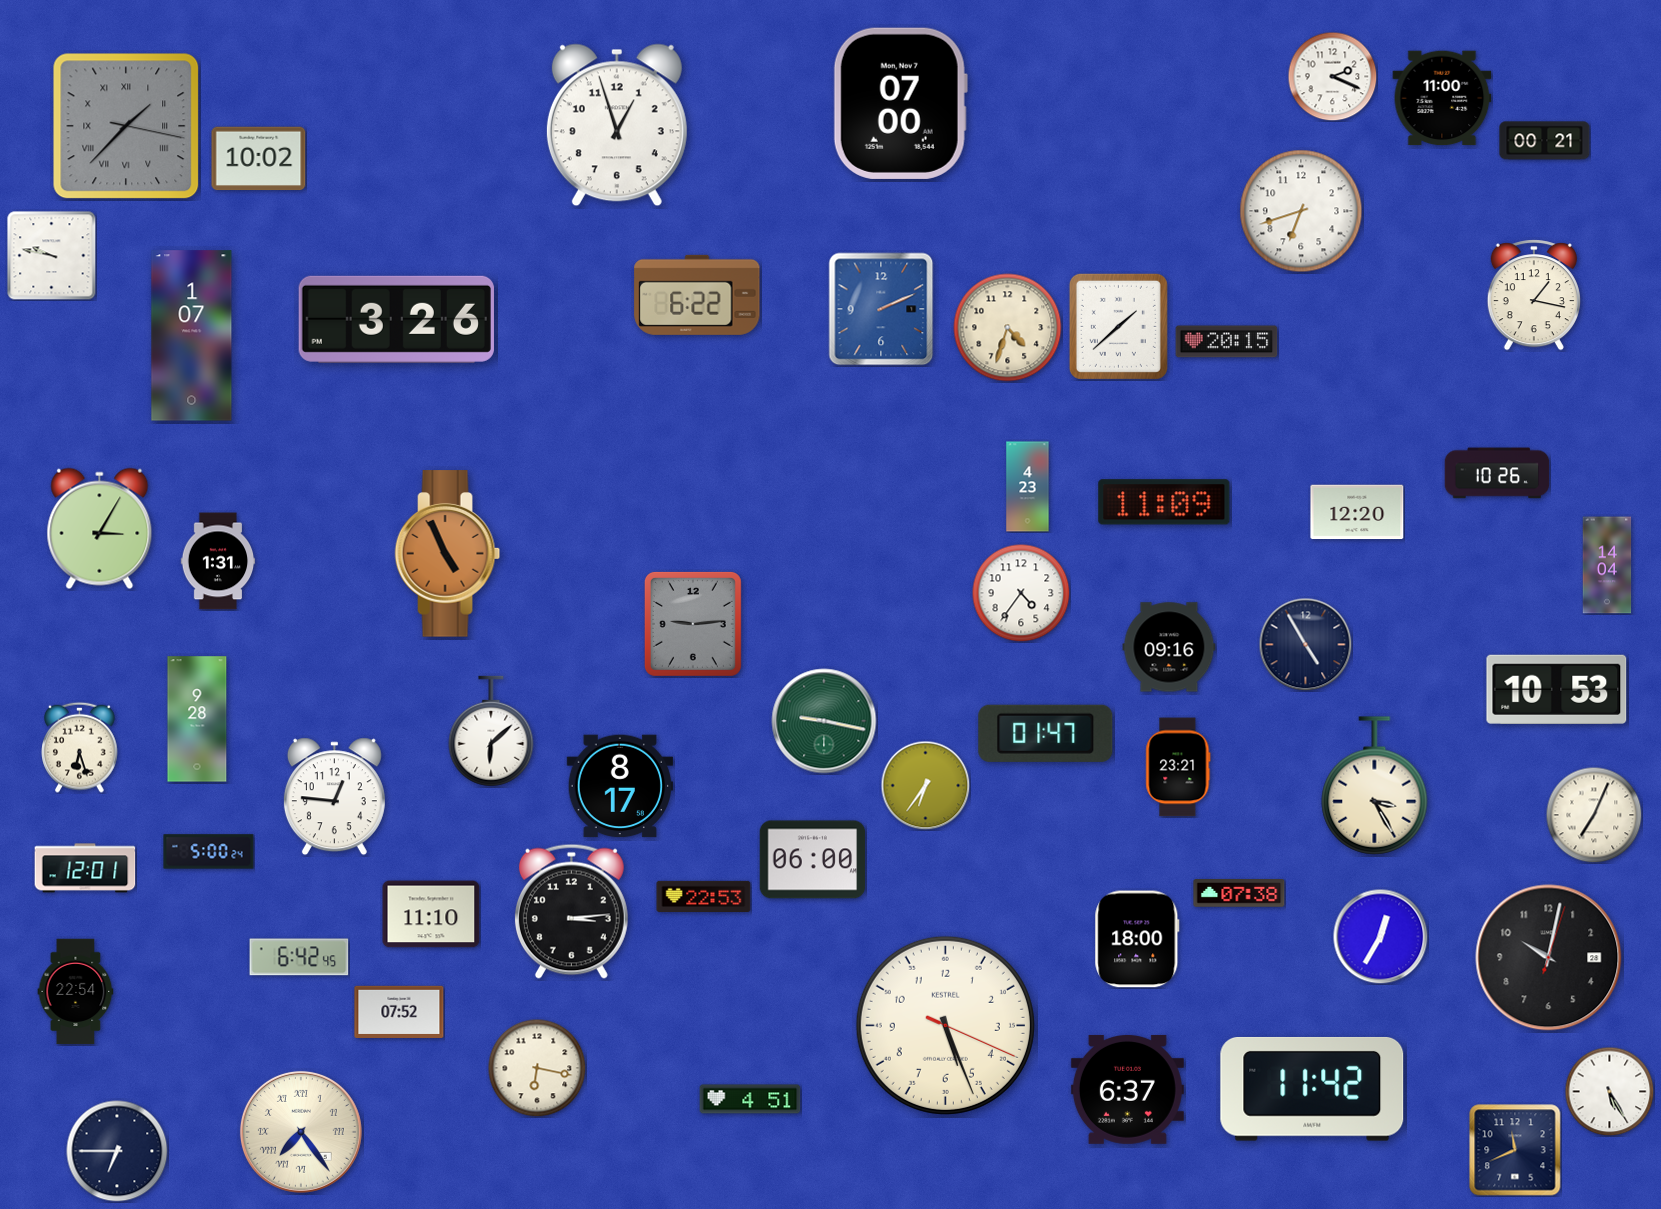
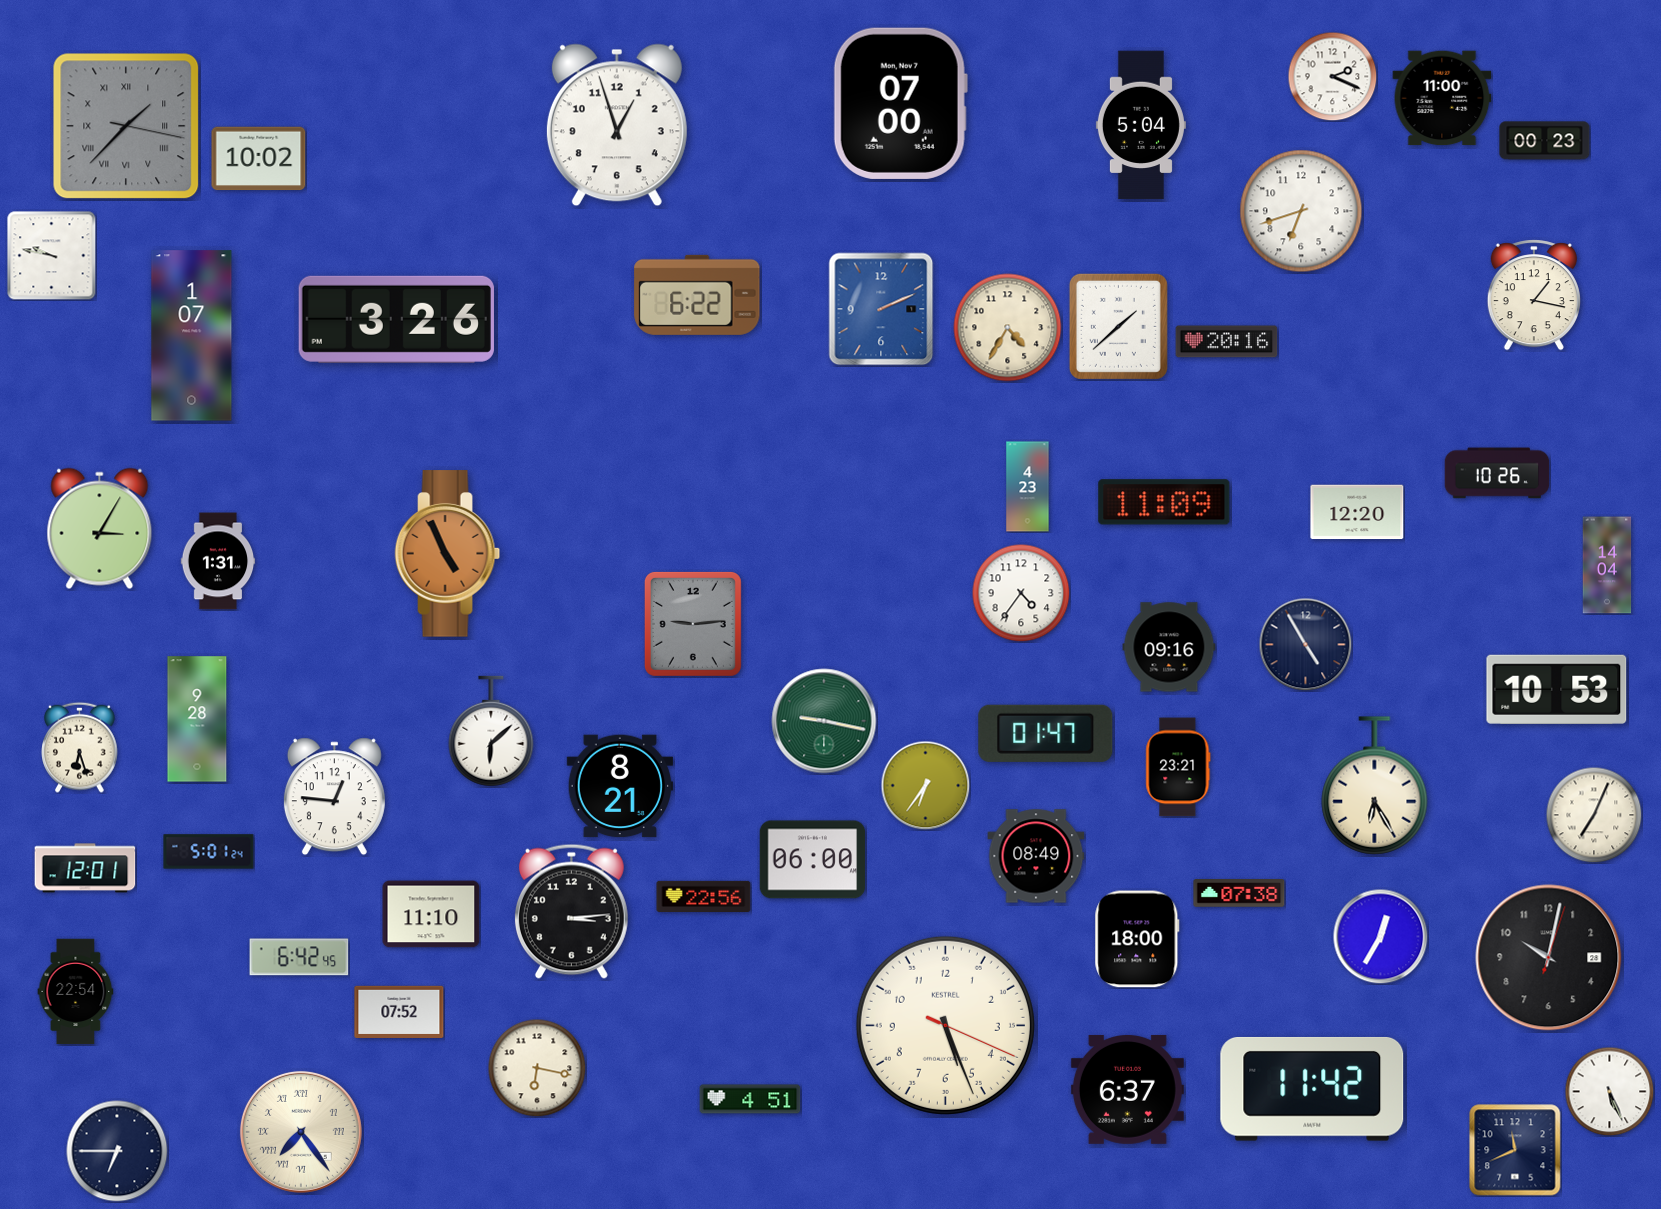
clock at (1141, 125): none -> 5:04
clock at (1545, 141): 00:21 -> 00:23
clock at (1008, 328): 4:33 -> 4:35
clock at (1227, 342): 20:15 -> 20:16
clock at (619, 786): 8:17 -> 8:21
clock at (1375, 786): 3:25 -> 6:25
clock at (209, 852): 5:00 -> 5:01
clock at (1036, 856): none -> 08:49
clock at (704, 896): 22:53 -> 22:56
clock at (1609, 1091): 5:25 -> 5:26
